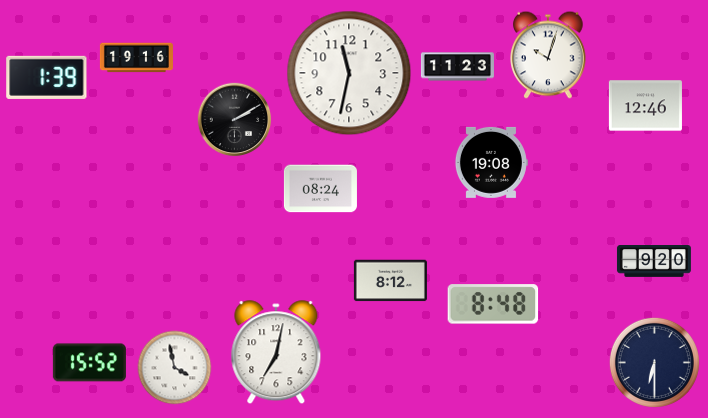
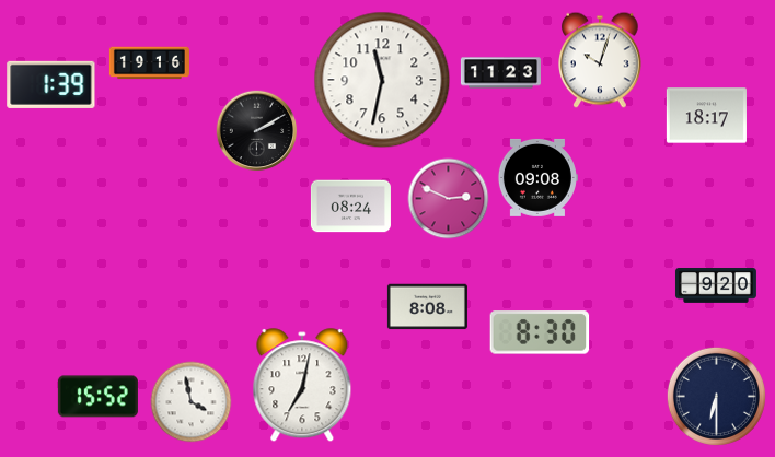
clock at (645, 106): 12:46 -> 18:17
clock at (491, 162): 19:08 -> 09:08
clock at (449, 199): none -> 2:49
clock at (390, 281): 8:12 -> 8:08
clock at (493, 304): 8:48 -> 8:30
